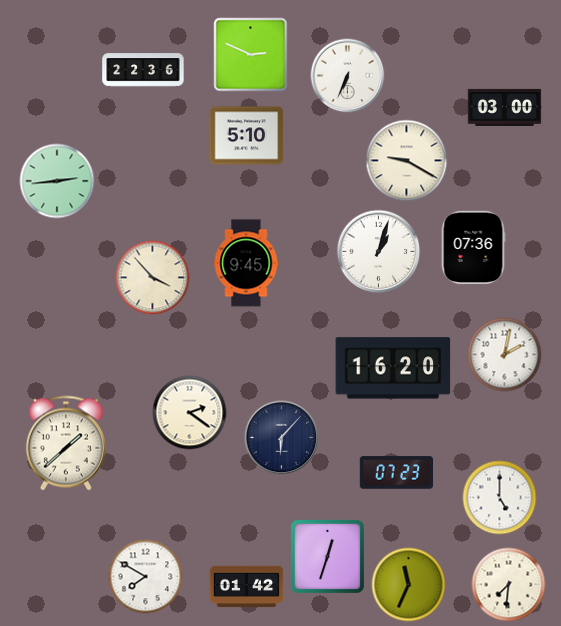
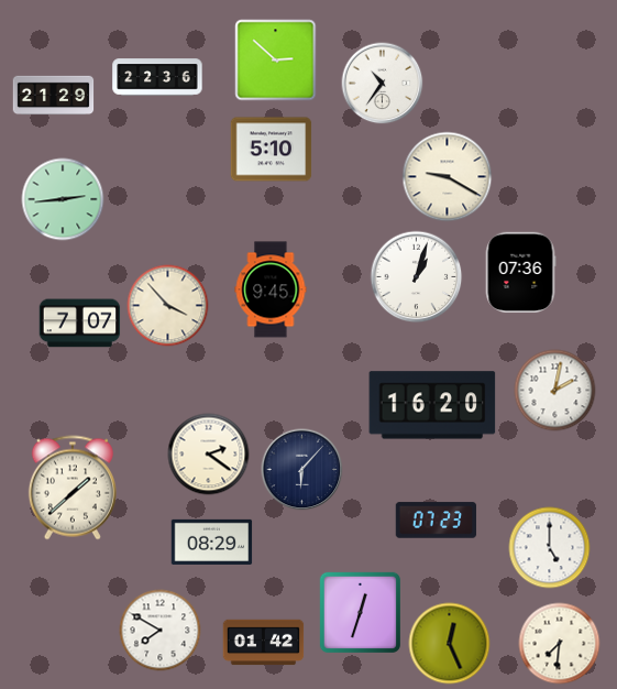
clock at (251, 55): 2:49 -> 2:52
clock at (348, 76): 6:34 -> 10:36
clock at (54, 96): none -> 21:29
clock at (505, 107): 03:00 -> none
clock at (80, 324): none -> 7:07
clock at (282, 438) position: (282, 438) -> (302, 470)
clock at (212, 542): none -> 08:29
clock at (146, 577) position: (146, 577) -> (161, 631)
clock at (409, 585): 11:34 -> 12:26
clock at (247, 587) position: (247, 587) -> (264, 643)
